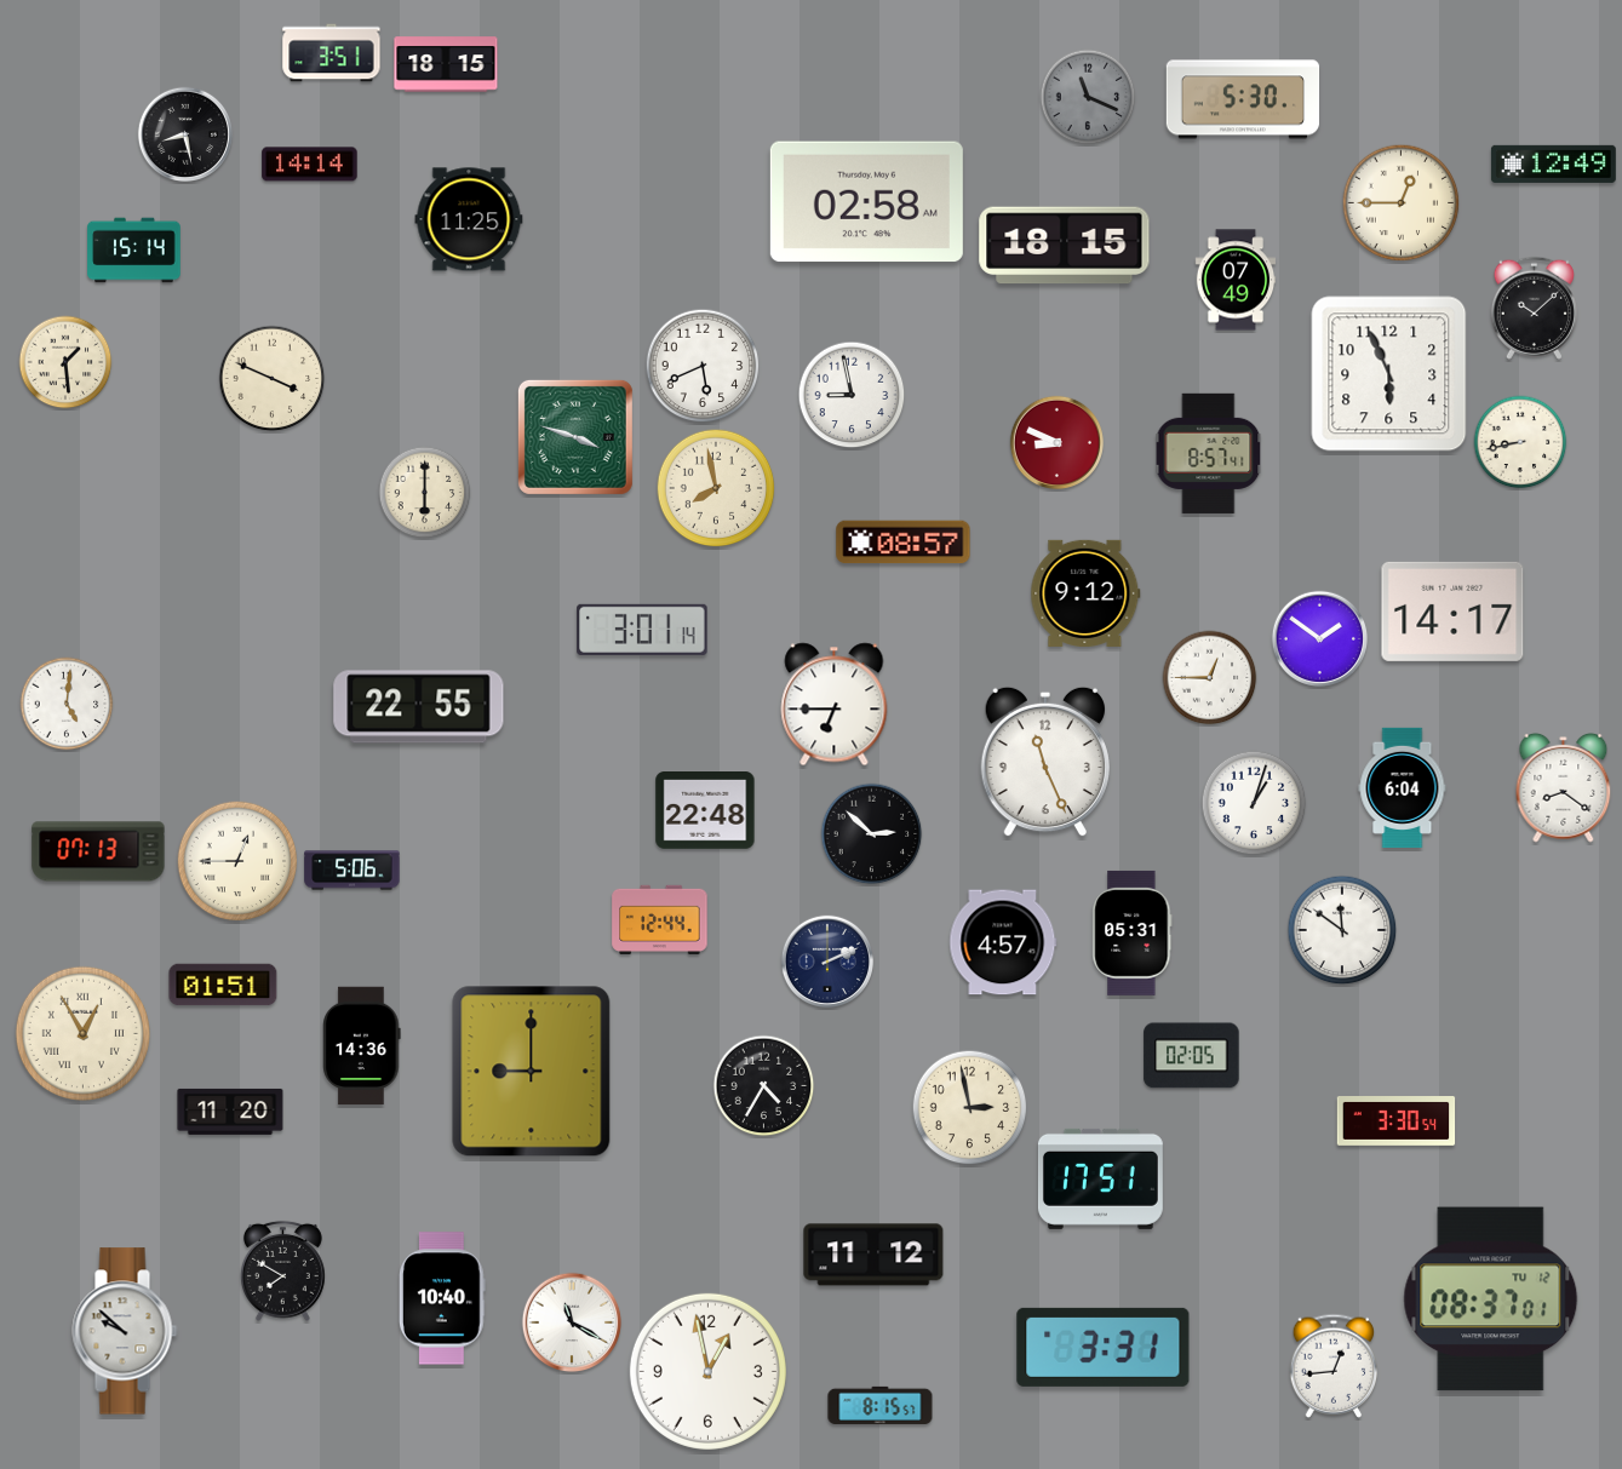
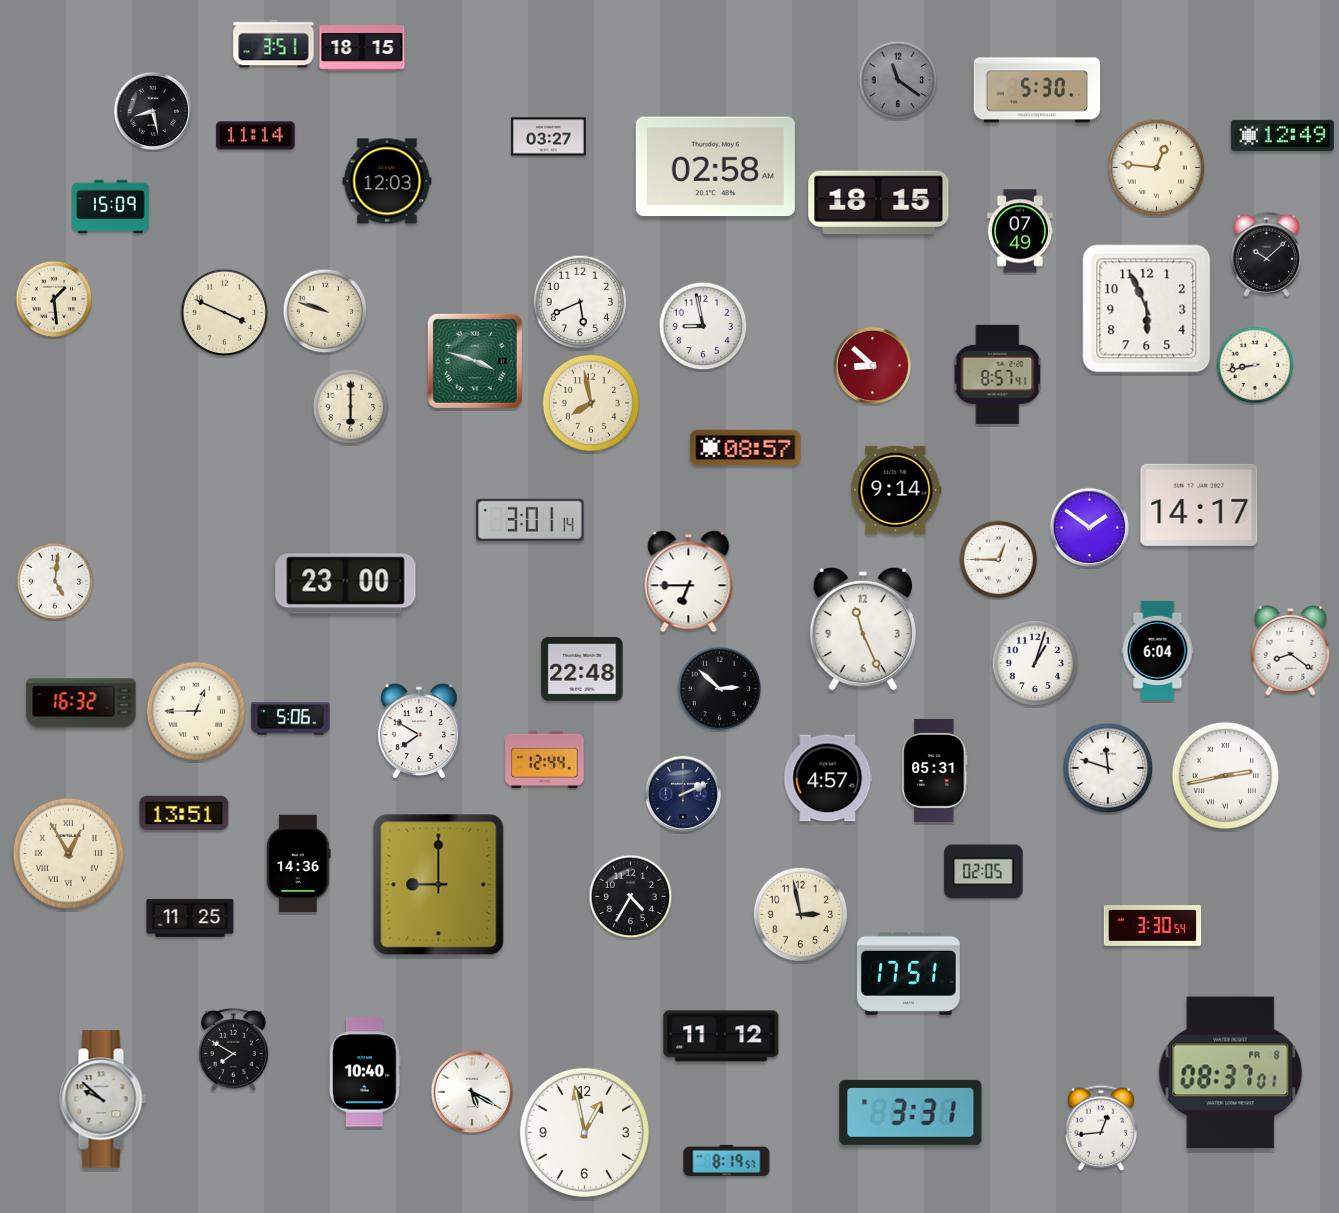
clock at (446, 64) position: (446, 64) -> (362, 48)
clock at (1088, 97): 11:19 -> 11:21
clock at (1243, 99) position: (1243, 99) -> (1037, 90)
clock at (310, 165): 14:14 -> 11:14
clock at (549, 137): none -> 03:27
clock at (1402, 203): 12:45 -> 12:46
clock at (469, 219): 11:25 -> 12:03
clock at (134, 251): 15:14 -> 15:09
clock at (325, 311): none -> 9:48
clock at (1056, 442): 8:49 -> 8:52
clock at (1085, 593): 9:12 -> 9:14
clock at (419, 707): 22:55 -> 23:00
clock at (98, 851): 07:13 -> 16:32
clock at (419, 731): none -> 7:50
clock at (1342, 930): 11:51 -> 11:48
clock at (1225, 775): none -> 2:43
clock at (223, 985): 01:51 -> 13:51
clock at (230, 1112): 11:20 -> 11:25
clock at (1491, 1299) date: TU 12 -> FR 8
clock at (572, 1322): 11:20 -> 5:20
clock at (881, 1405): 8:15 -> 8:19
